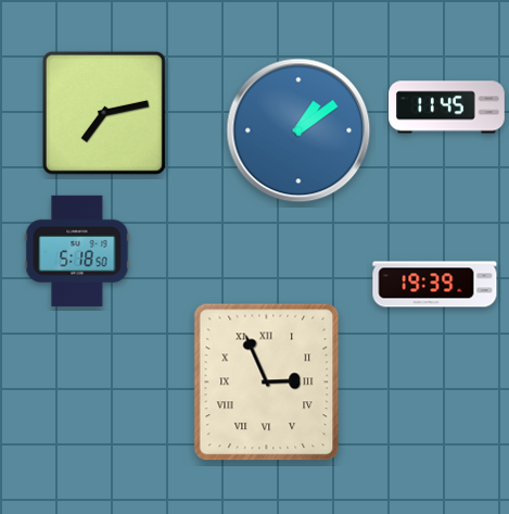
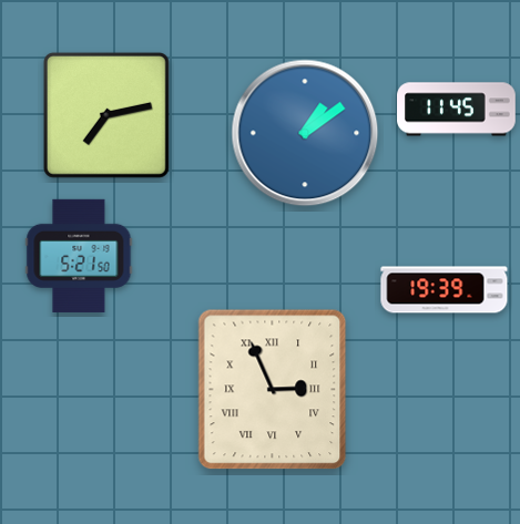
clock at (77, 251): 5:18 -> 5:21
